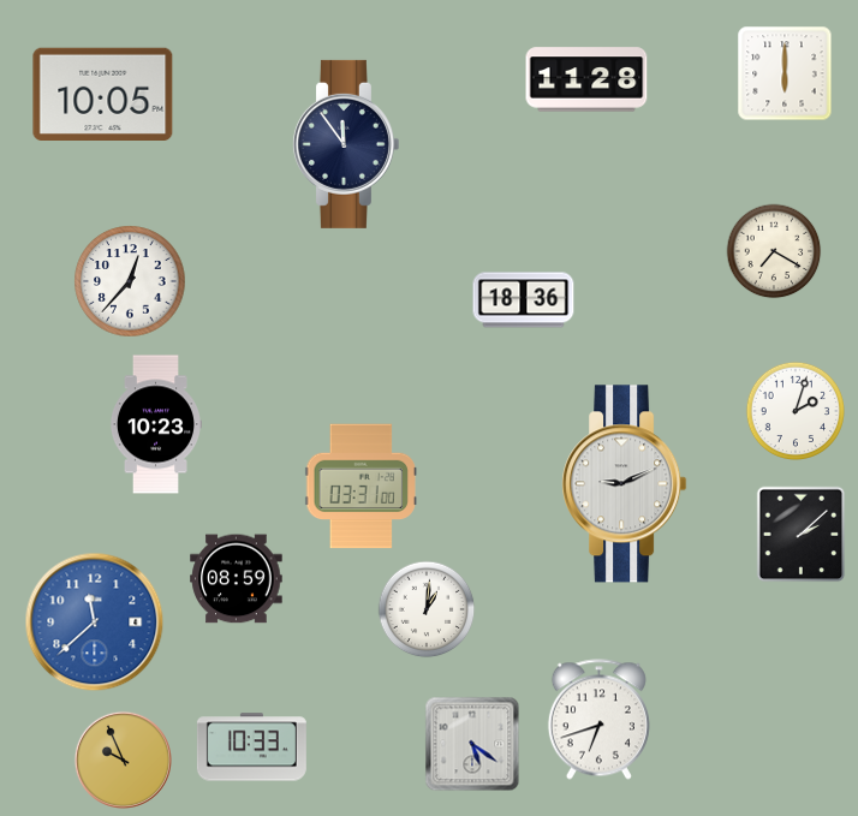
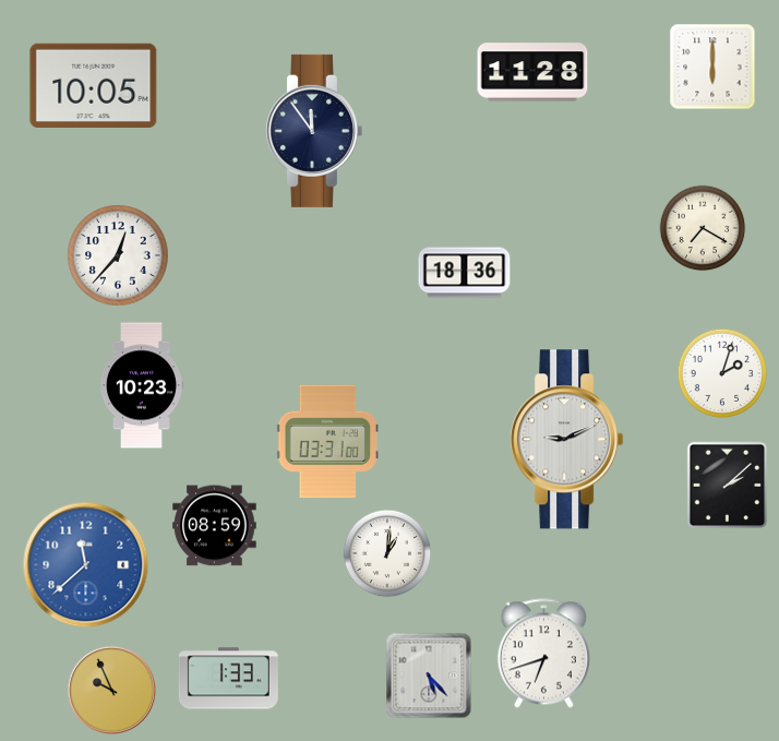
clock at (524, 300) position: (524, 300) -> (465, 273)
clock at (472, 744): 5:21 -> 5:23
clock at (251, 747): 10:33 -> 1:33
